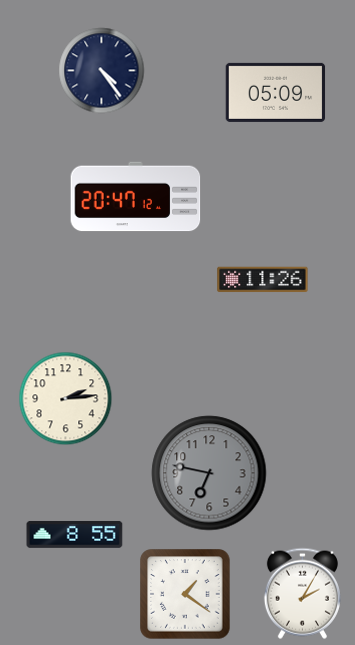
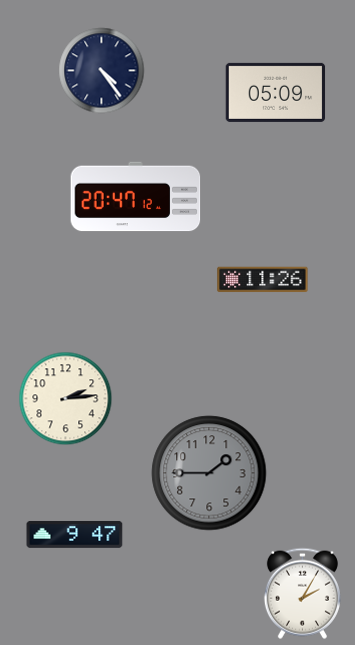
clock at (209, 473): 6:47 -> 1:45
clock at (75, 535): 8:55 -> 9:47
clock at (185, 594): 1:21 -> none
